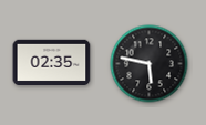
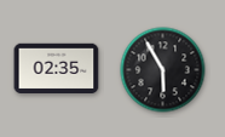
clock at (150, 64): 5:47 -> 5:55
